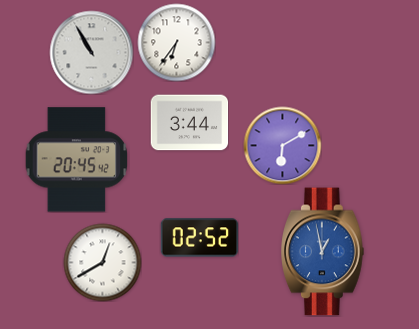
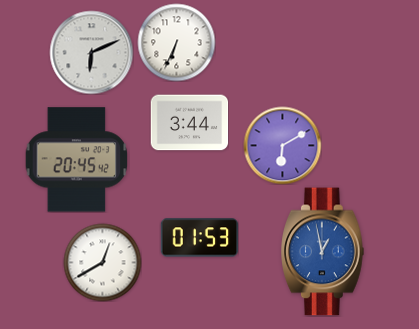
clock at (176, 42): 6:36 -> 6:34
clock at (91, 52): 10:55 -> 6:11
clock at (199, 238): 02:52 -> 01:53
